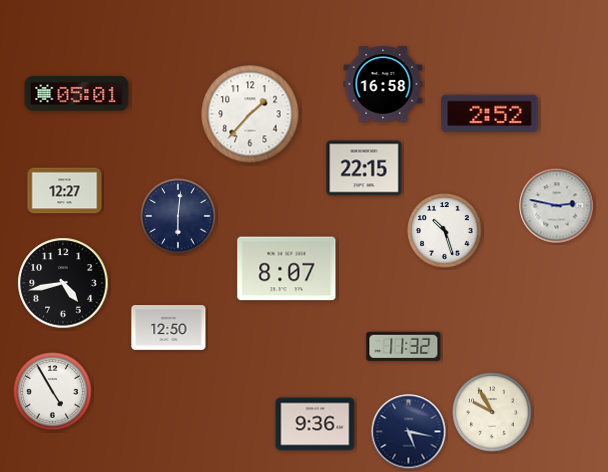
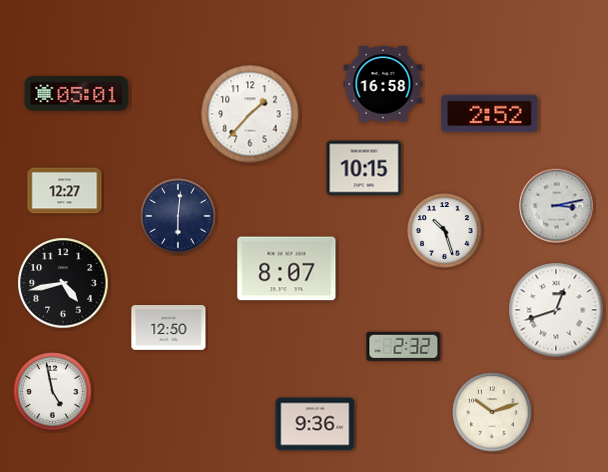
clock at (364, 168): 22:15 -> 10:15
clock at (557, 206): 2:47 -> 3:13
clock at (556, 310): none -> 12:42
clock at (404, 346): 11:32 -> 2:32
clock at (53, 392): 4:55 -> 4:58
clock at (492, 412): 9:55 -> 10:12
clock at (409, 432): 5:17 -> none
